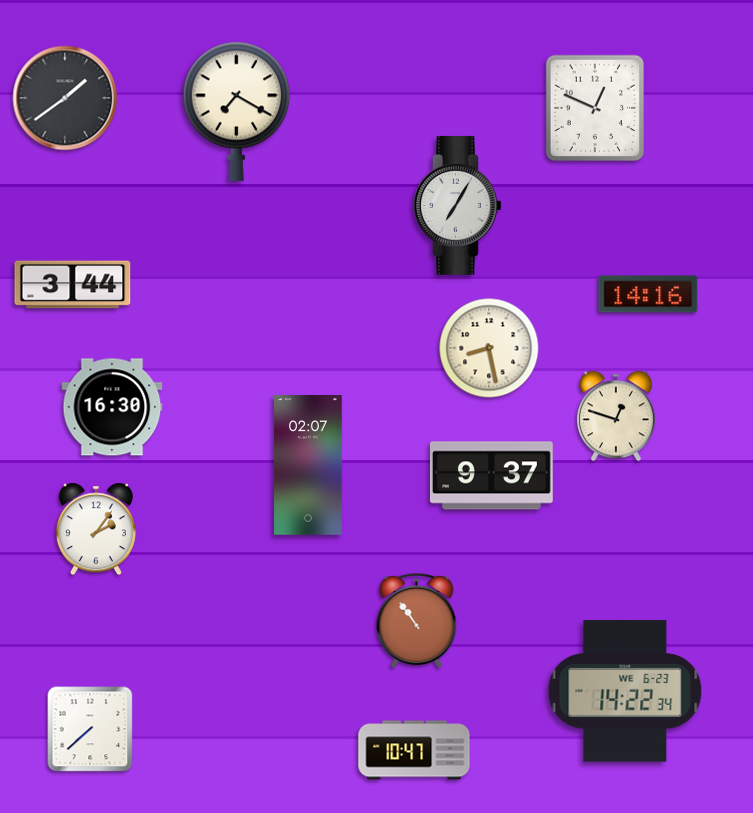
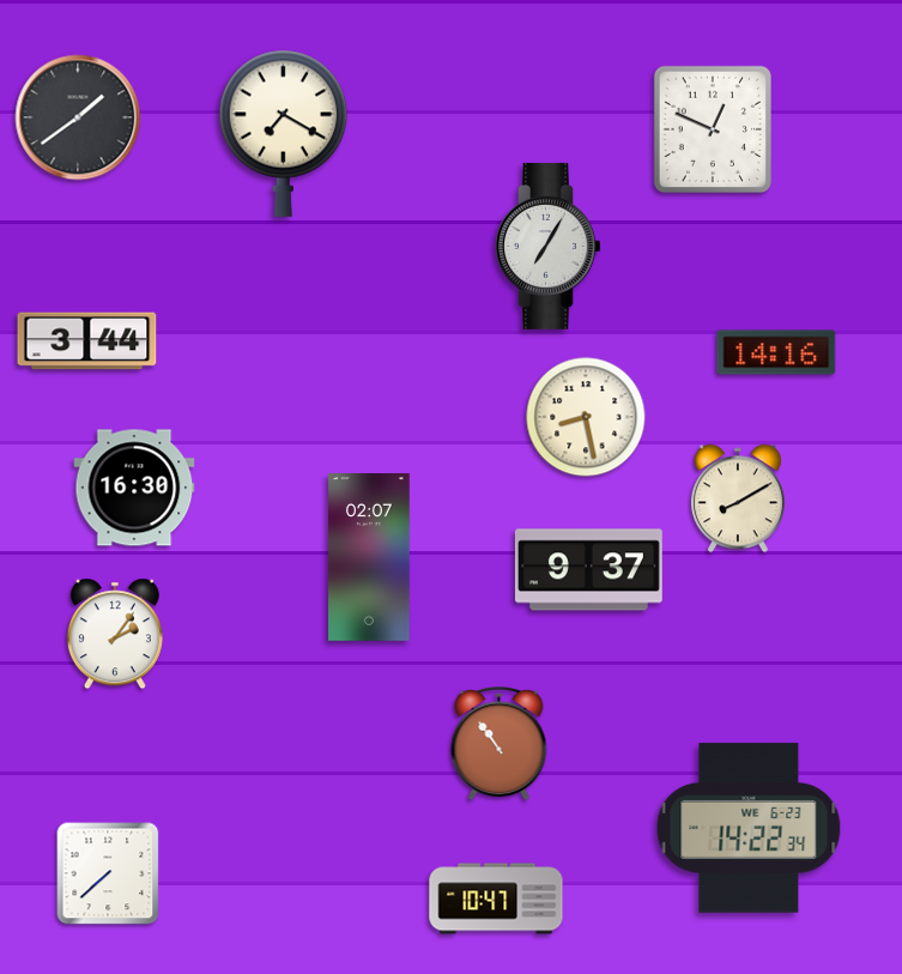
clock at (616, 416): 12:48 -> 8:10
